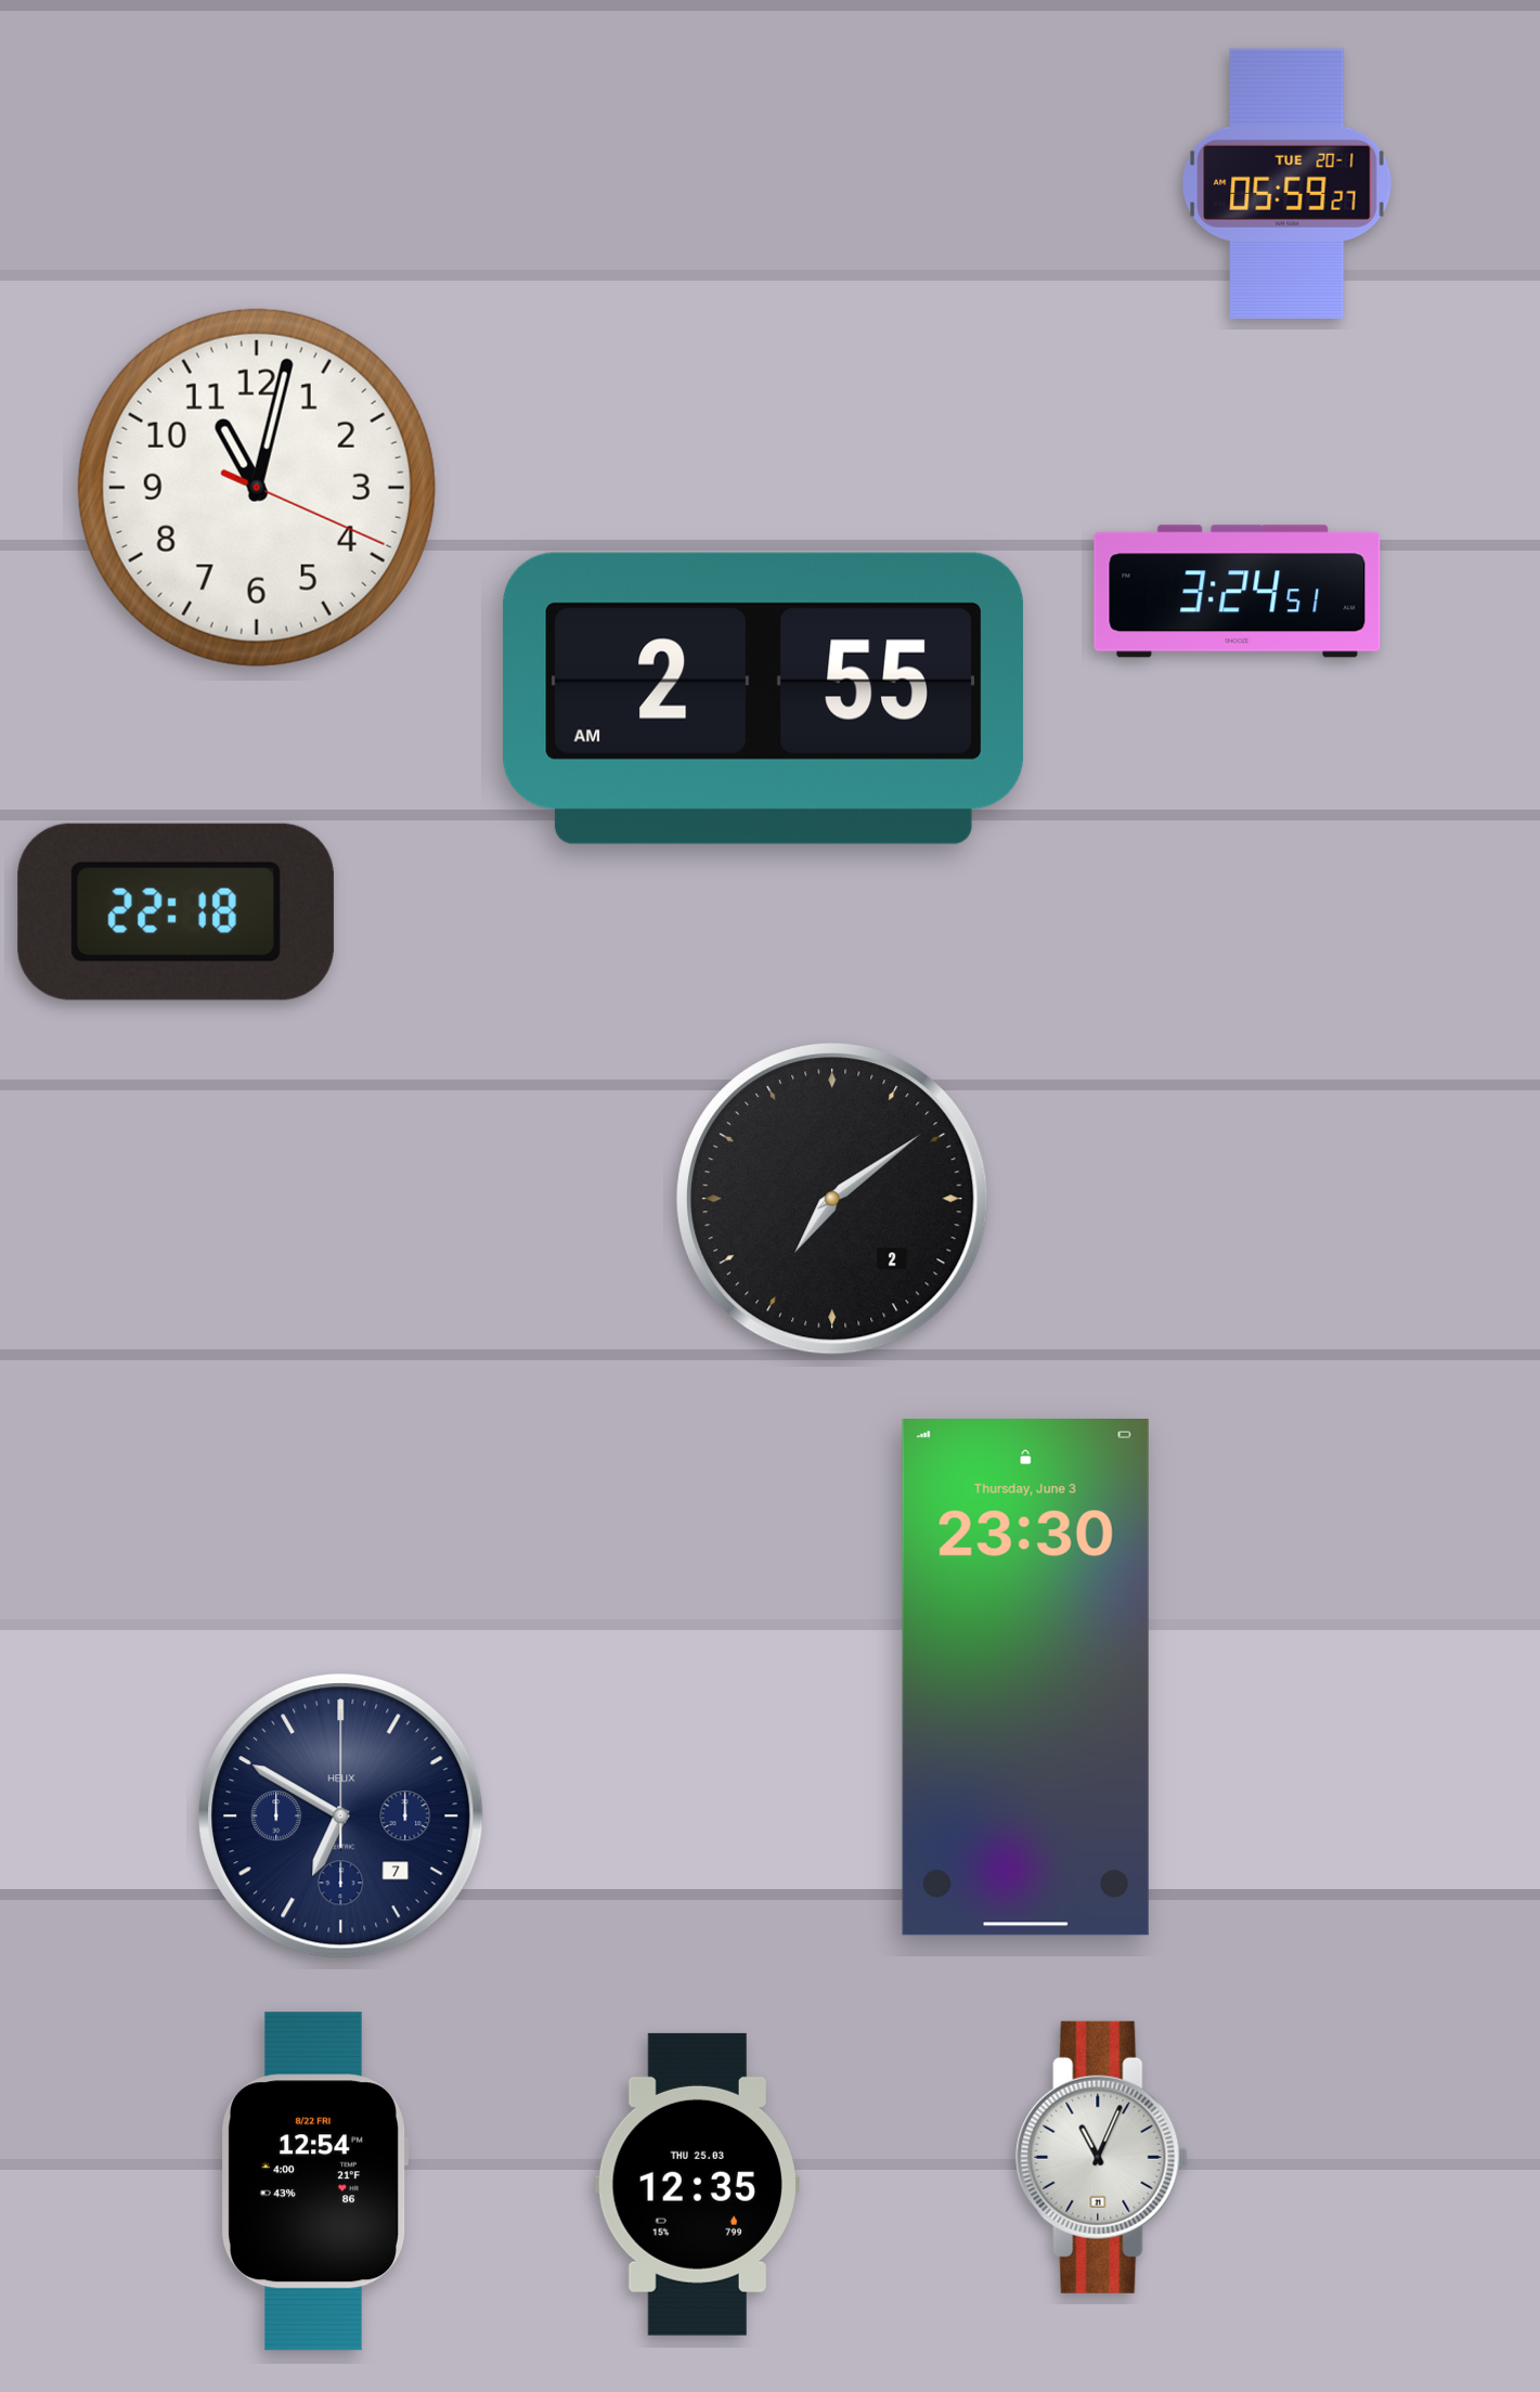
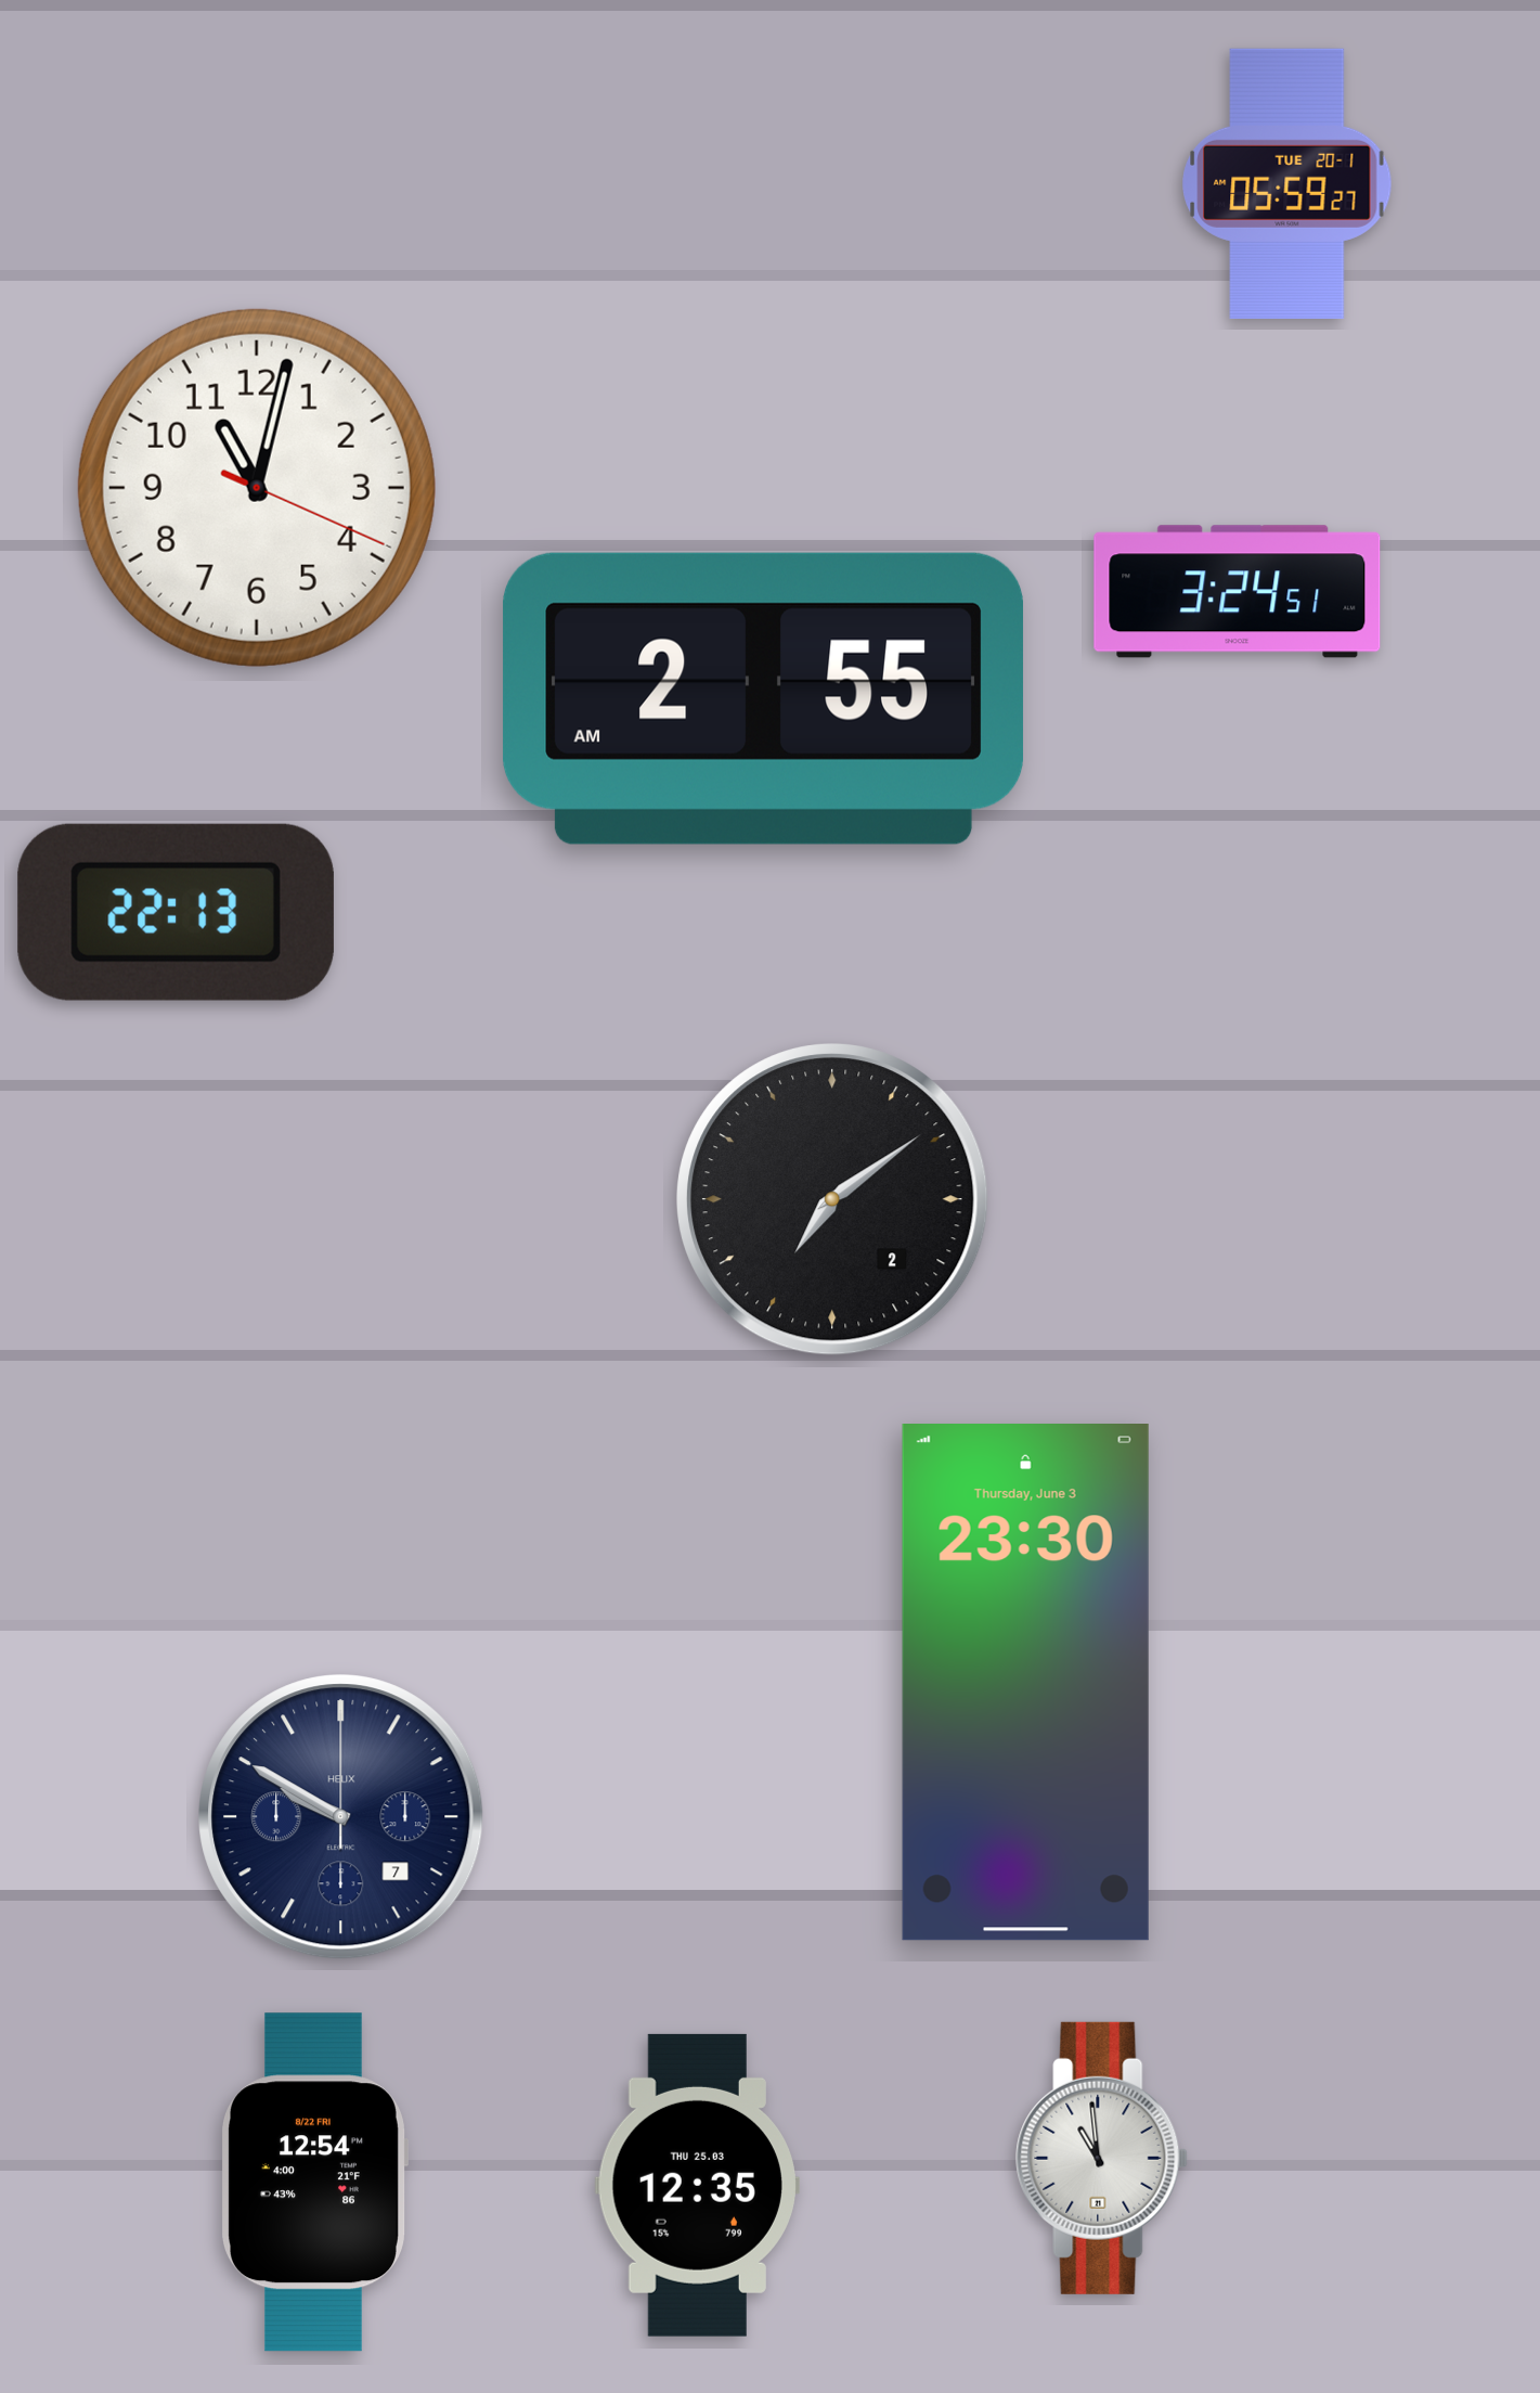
clock at (176, 911): 22:18 -> 22:13
clock at (1025, 1678) position: (1025, 1678) -> (1025, 1683)
clock at (341, 1816): 6:50 -> 9:50
clock at (1102, 2157): 11:04 -> 10:59
